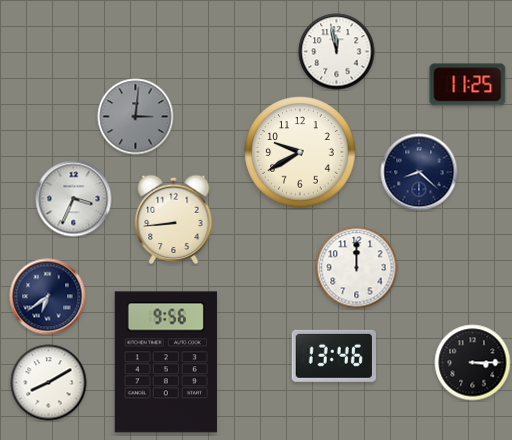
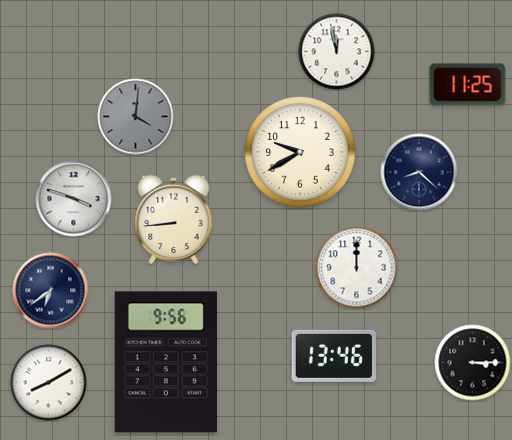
clock at (136, 117): 3:01 -> 4:01
clock at (74, 199): 3:34 -> 3:48
clock at (48, 297) position: (48, 297) -> (51, 291)
